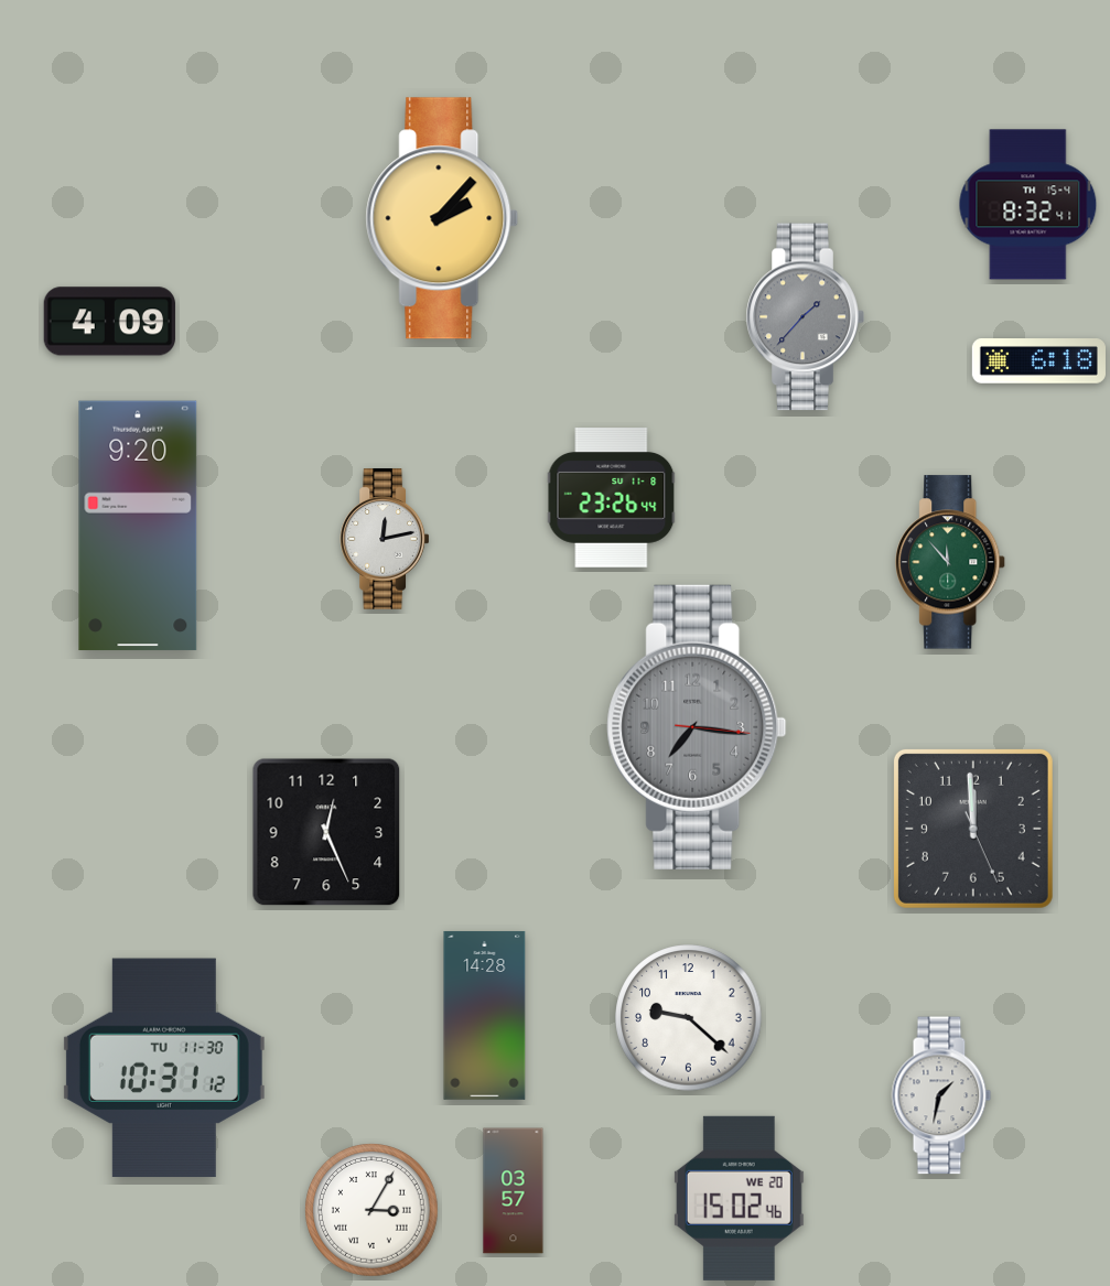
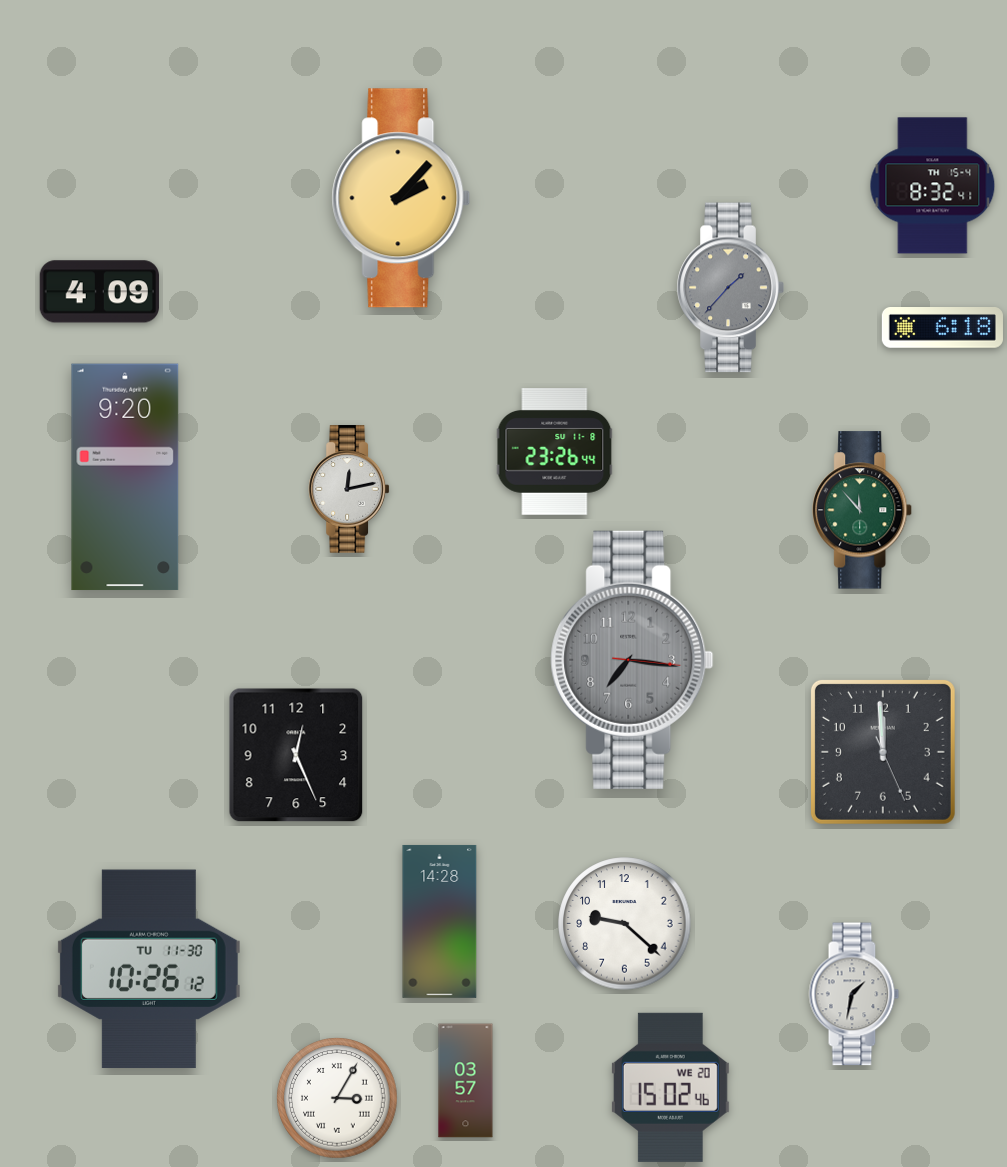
clock at (164, 1068): 10:31 -> 10:26
